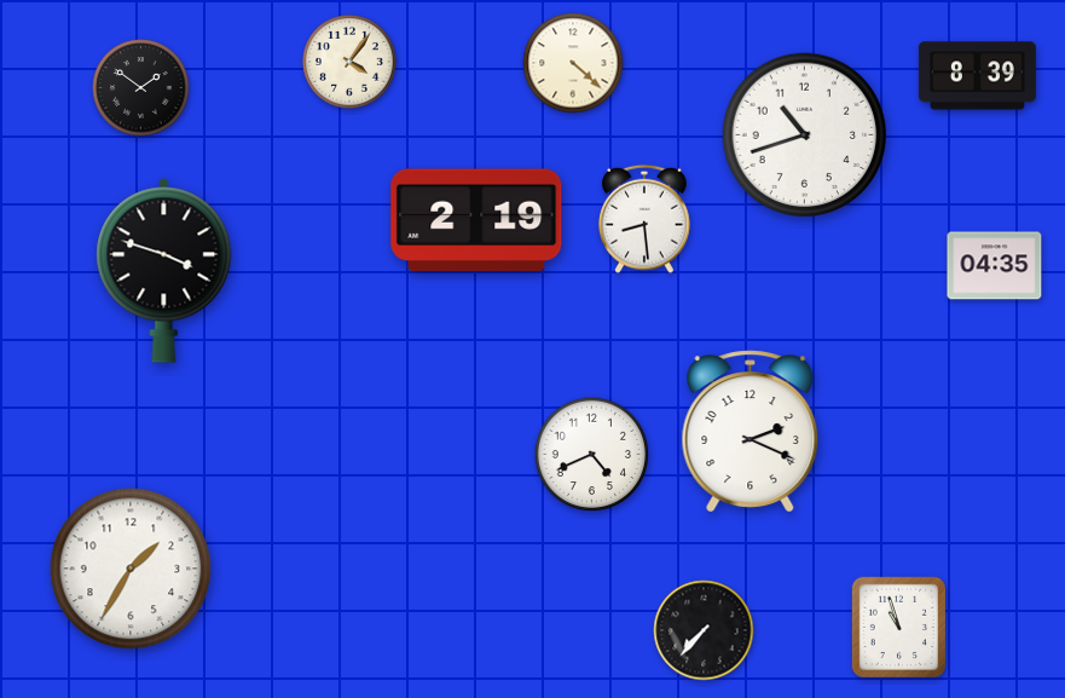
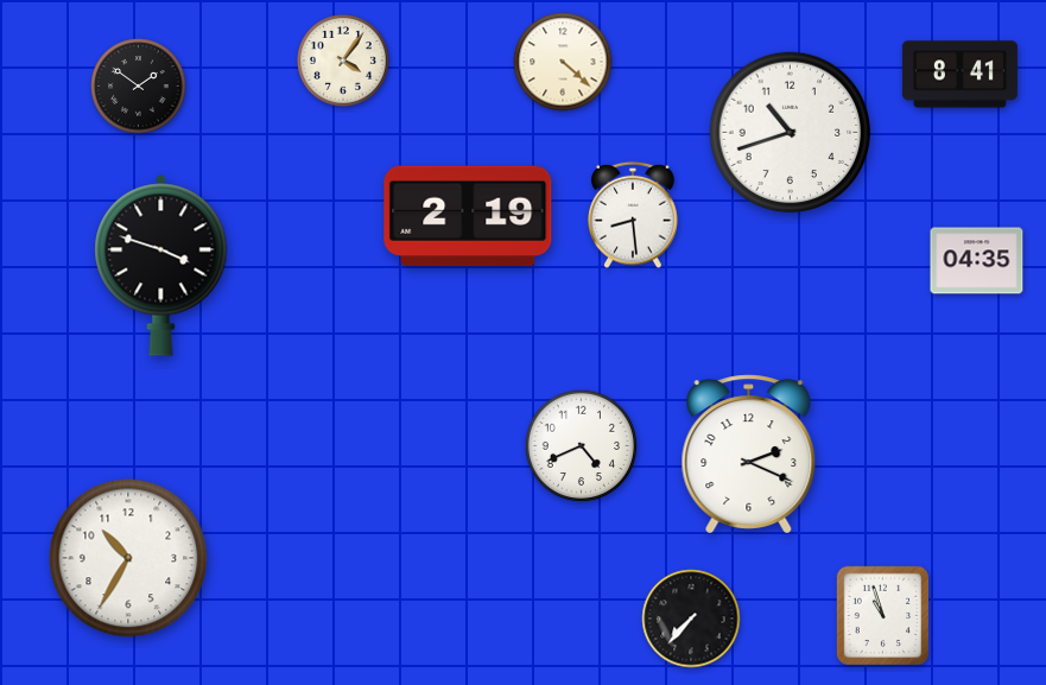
clock at (977, 76): 8:39 -> 8:41
clock at (751, 432) position: (751, 432) -> (749, 455)
clock at (131, 569): 1:35 -> 10:35
